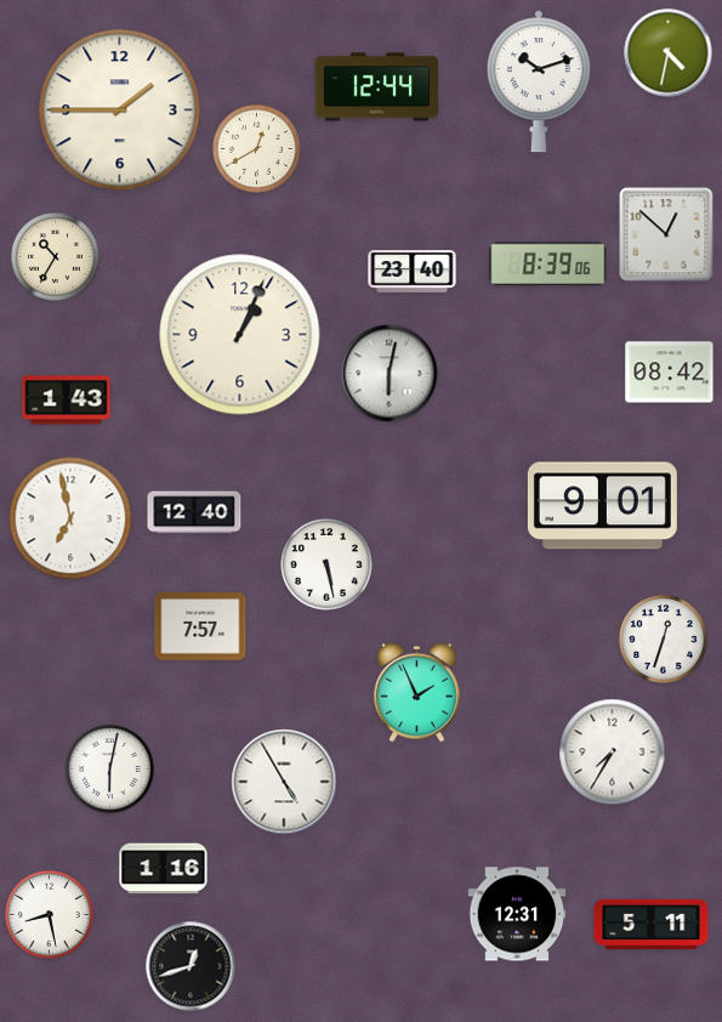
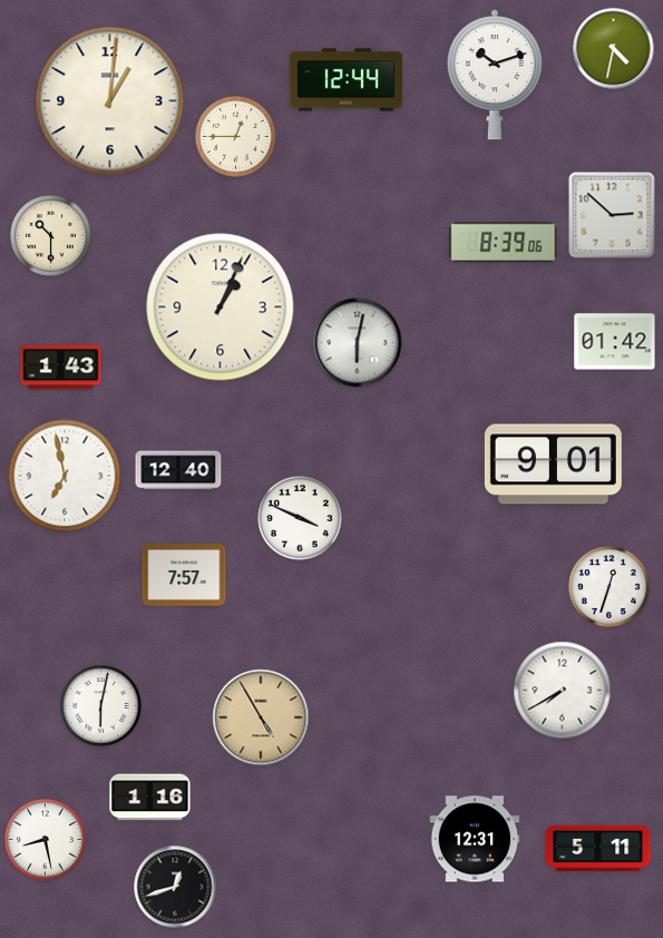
clock at (120, 110): 1:45 -> 1:01
clock at (257, 149): 12:40 -> 12:45
clock at (666, 234): 12:52 -> 2:52
clock at (56, 257): 10:35 -> 10:30
clock at (413, 272): 23:40 -> none
clock at (670, 373): 08:42 -> 01:42
clock at (326, 564): 5:28 -> 3:49
clock at (417, 692): 1:56 -> none
clock at (613, 753): 7:35 -> 7:40
clock at (284, 782) dial: white -> champagne
